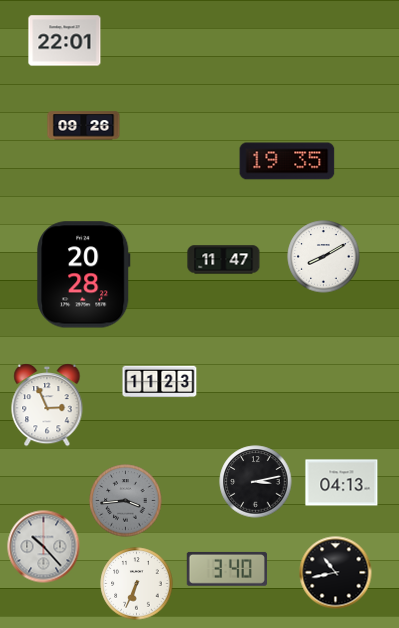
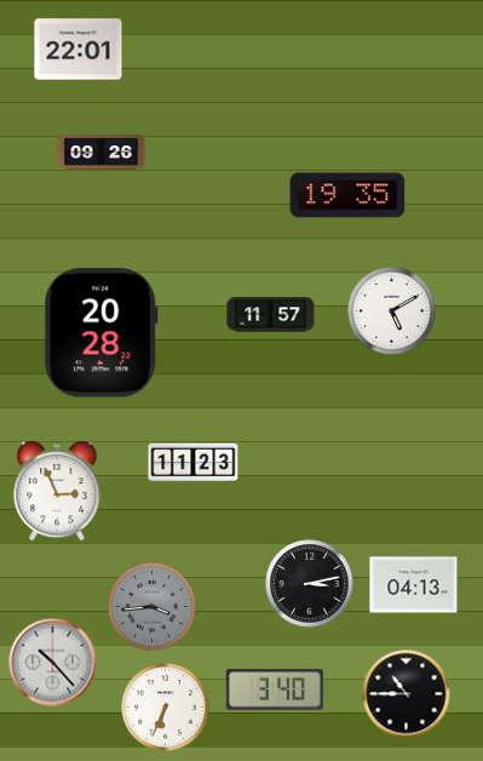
clock at (324, 257): 8:10 -> 5:10
clock at (224, 260): 11:47 -> 11:57
clock at (336, 573): 10:43 -> 10:45
